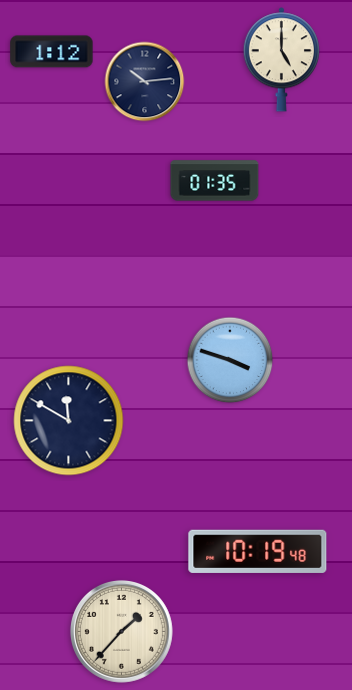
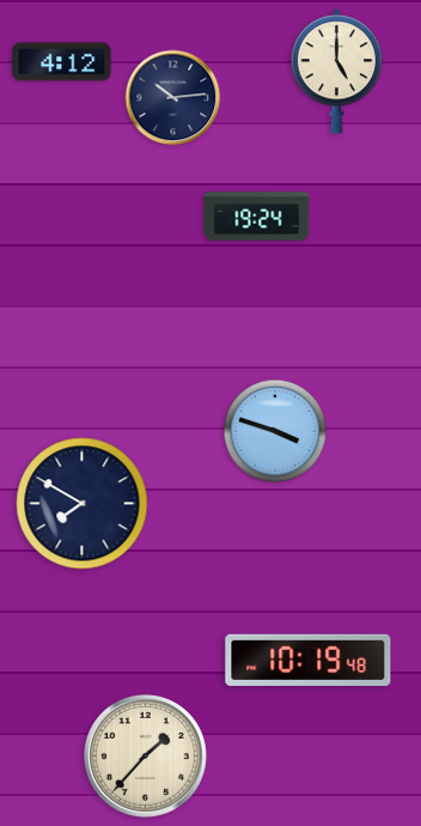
clock at (52, 52): 1:12 -> 4:12
clock at (215, 181): 01:35 -> 19:24
clock at (69, 421): 11:50 -> 7:50
